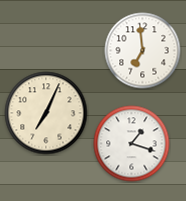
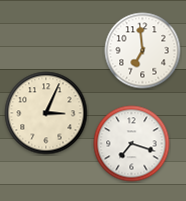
clock at (46, 113): 7:04 -> 3:04
clock at (132, 144): 1:18 -> 7:18
